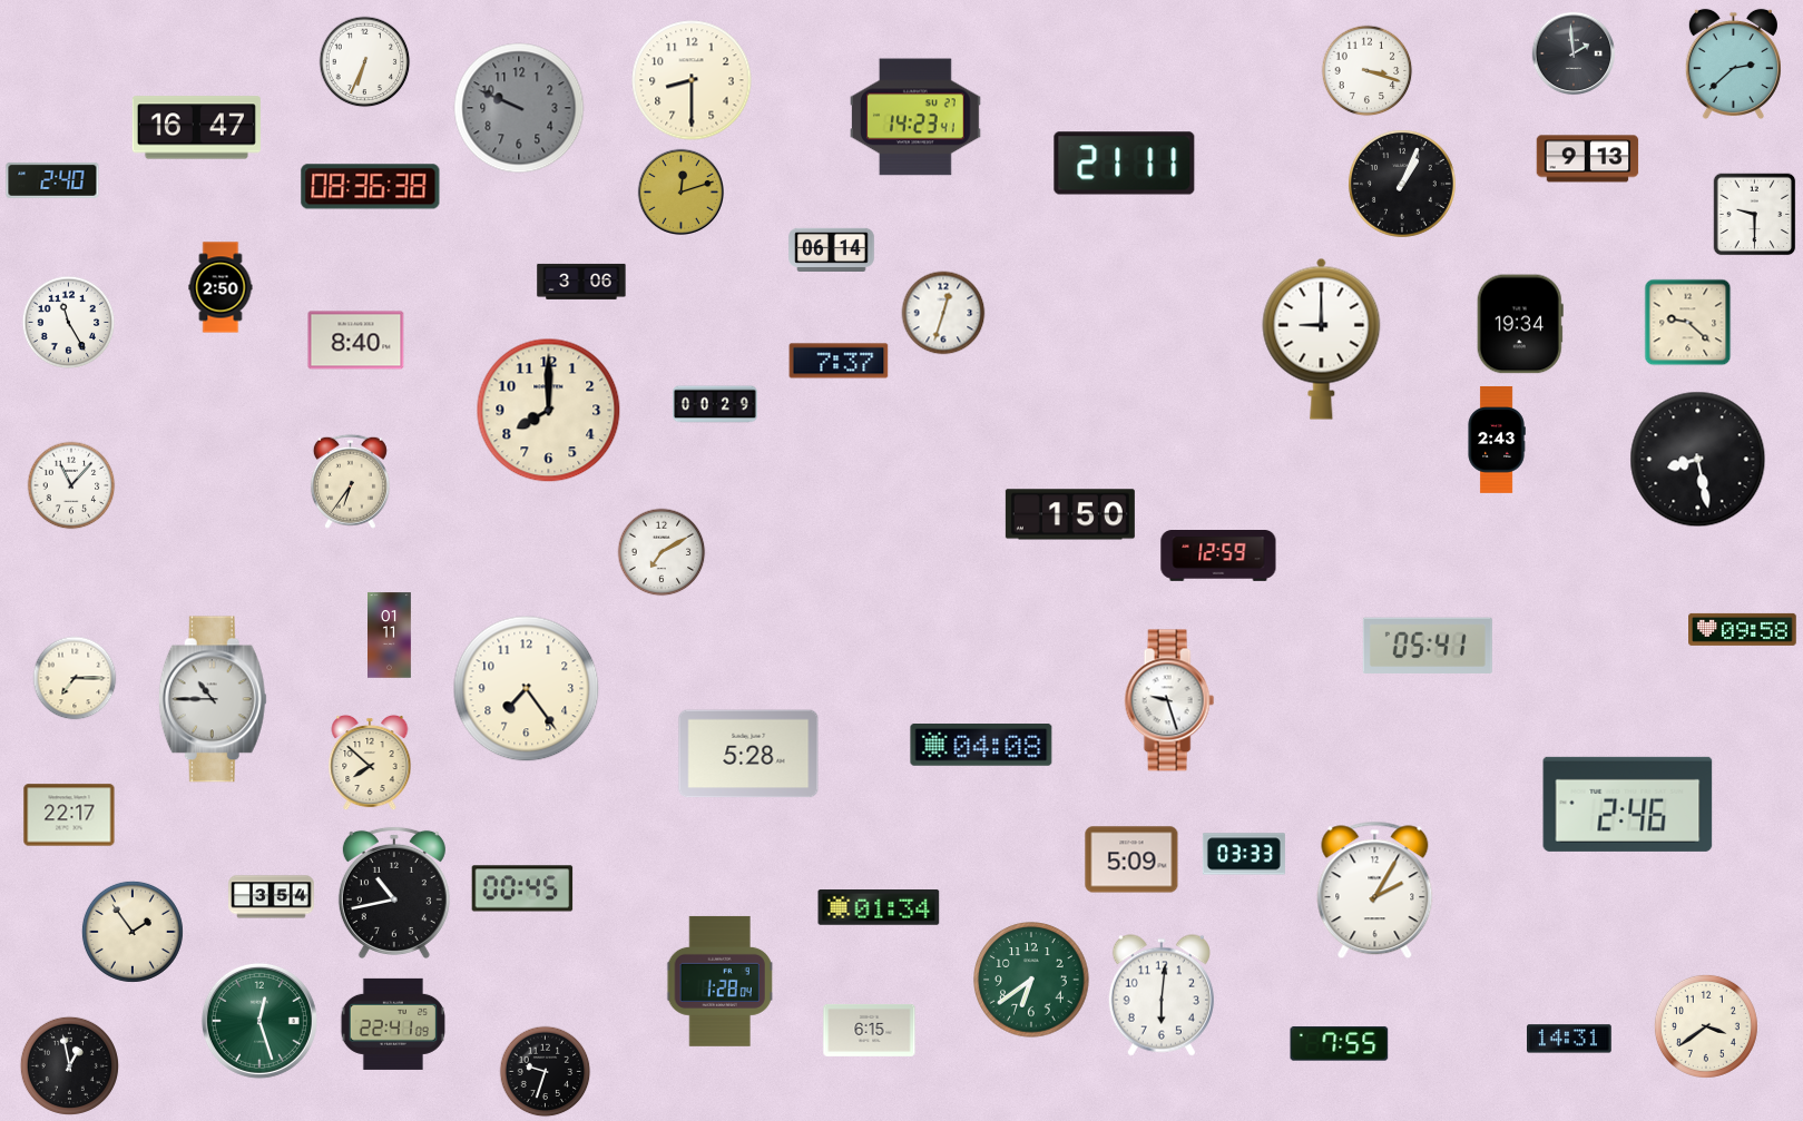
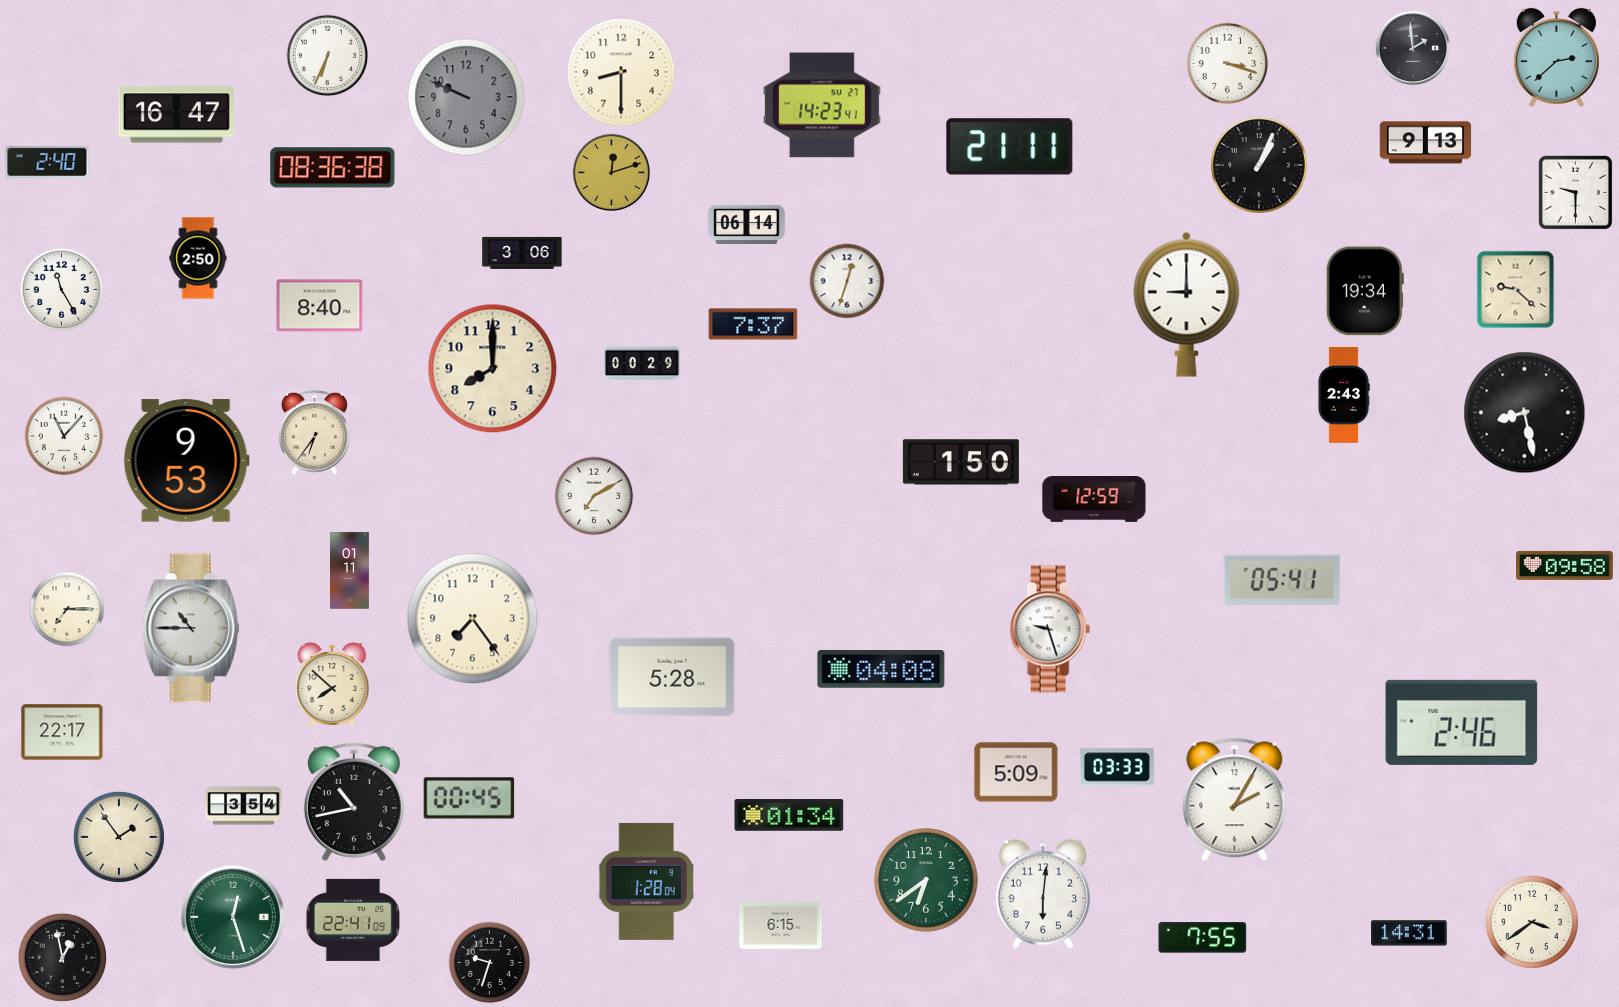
clock at (186, 461): none -> 9:53
